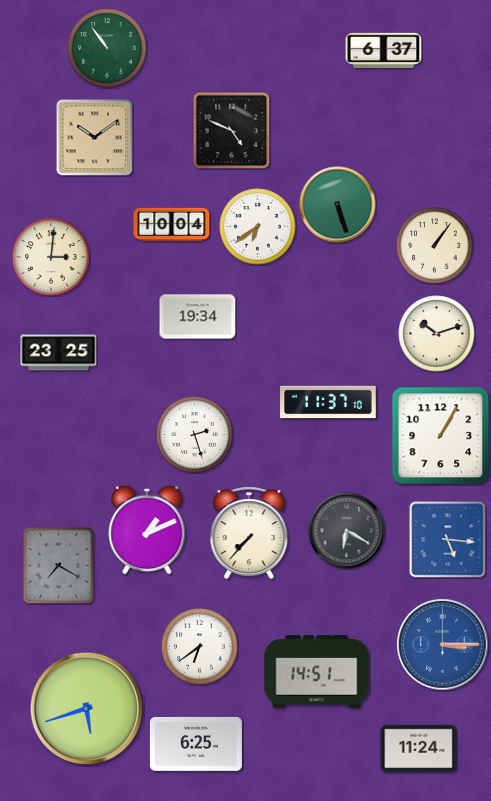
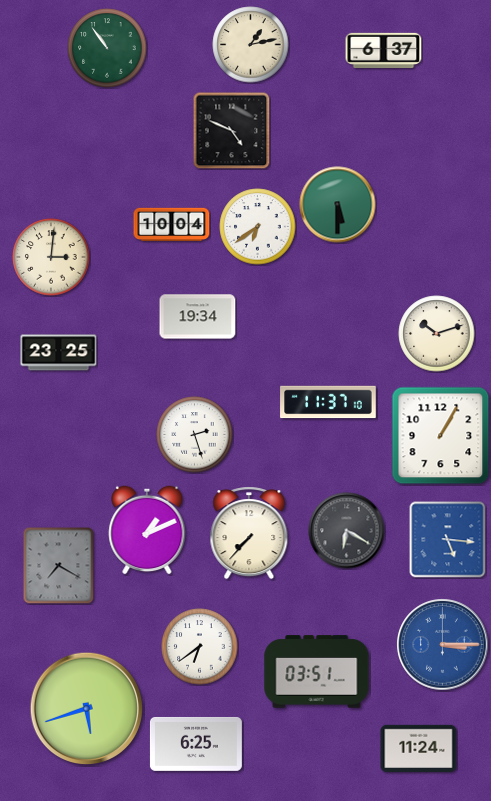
clock at (251, 45): none -> 1:13
clock at (95, 138): 10:09 -> none
clock at (338, 205): 5:27 -> 5:30
clock at (435, 246): 1:06 -> none
clock at (317, 672): 14:51 -> 03:51
